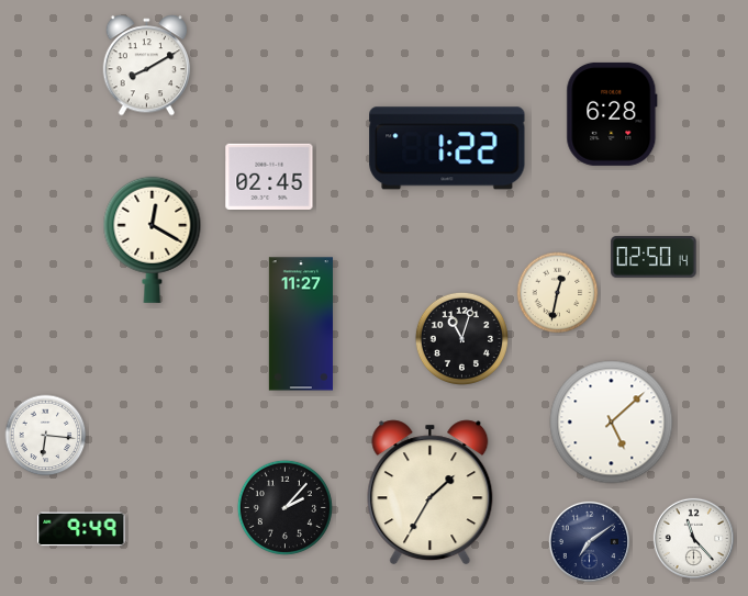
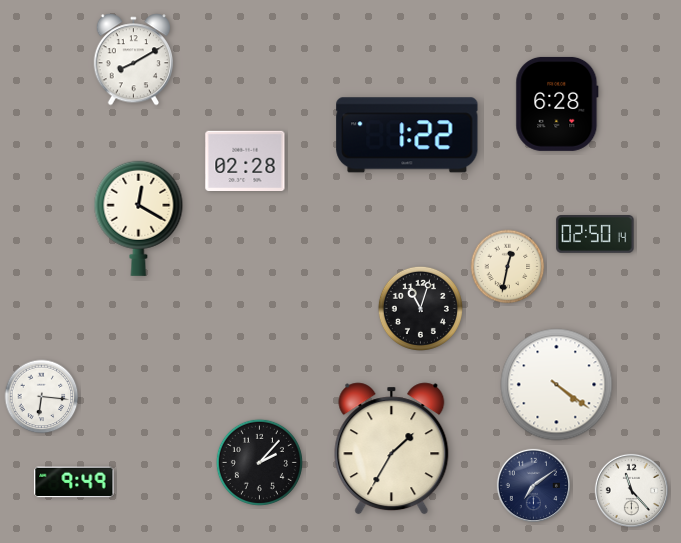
clock at (269, 177): 02:45 -> 02:28
clock at (301, 324): 11:27 -> none
clock at (612, 423): 5:08 -> 4:21
clock at (589, 541) position: (589, 541) -> (533, 485)
